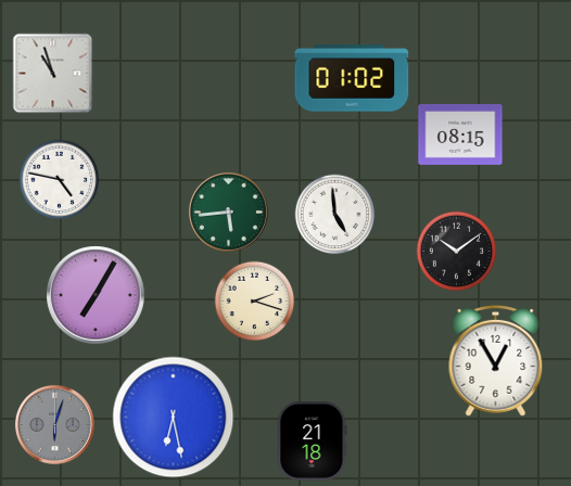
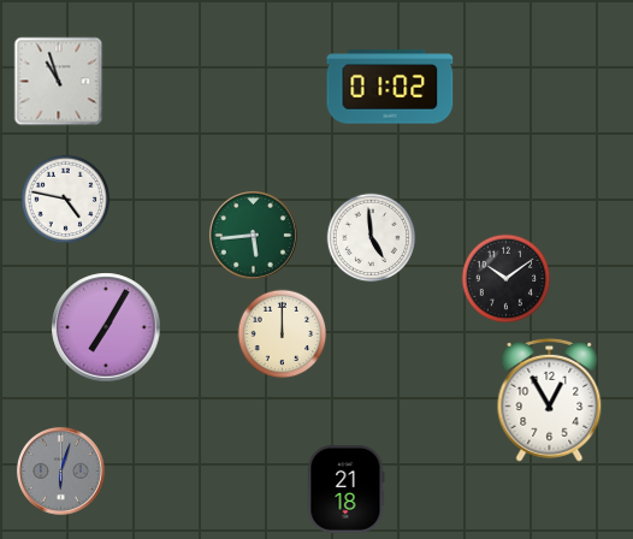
clock at (460, 135): 08:15 -> none
clock at (255, 302): 2:18 -> 12:00
clock at (174, 418): 6:28 -> none
